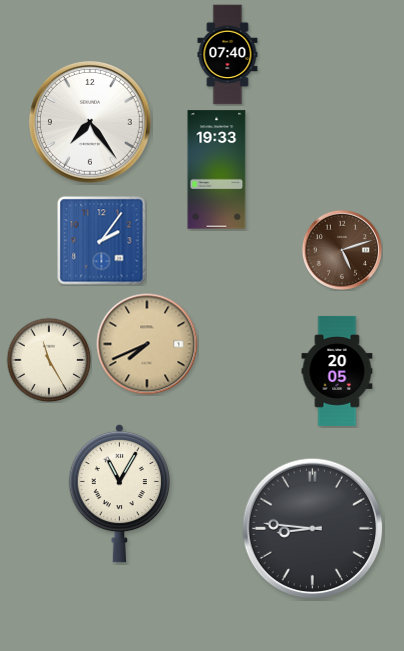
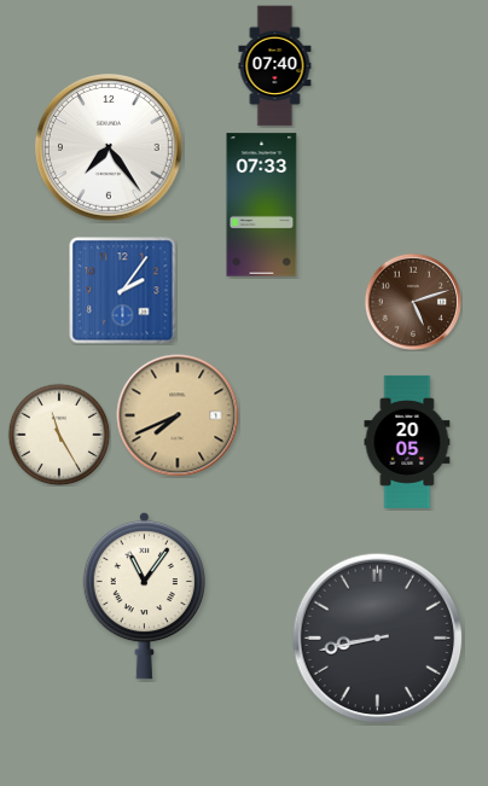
clock at (217, 170): 19:33 -> 07:33
clock at (337, 371) position: (337, 371) -> (407, 442)
clock at (119, 493): 11:05 -> 11:06
clock at (313, 529): 8:46 -> 8:43
